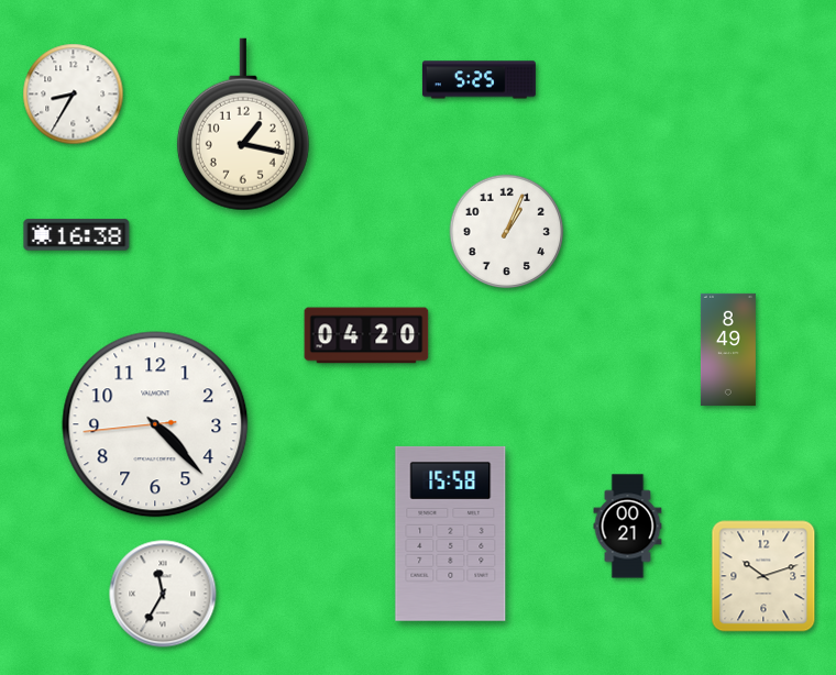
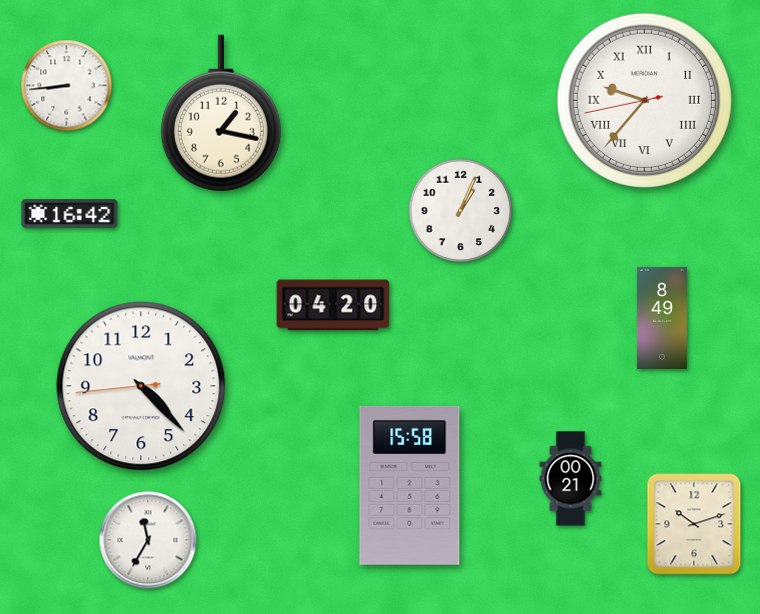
clock at (479, 80): 5:25 -> none
clock at (74, 95): 8:35 -> 8:44
clock at (644, 100): none -> 9:36
clock at (77, 235): 16:38 -> 16:42
